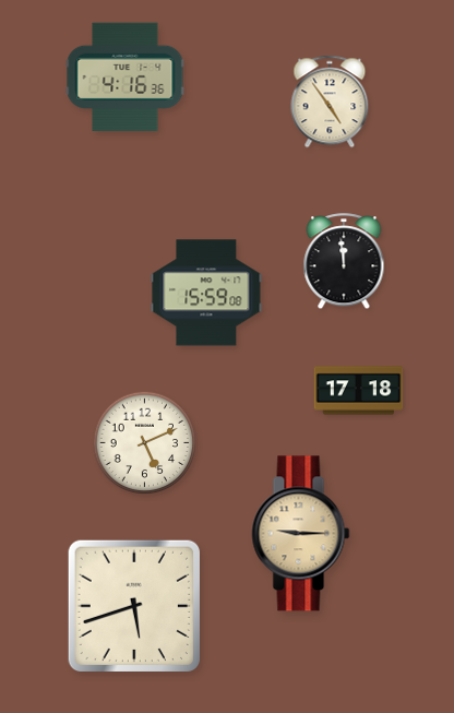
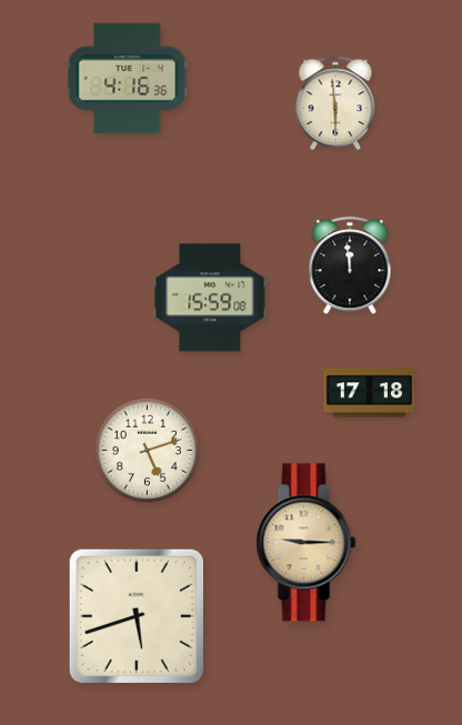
clock at (330, 102): 4:54 -> 5:59
clock at (359, 391) position: (359, 391) -> (370, 393)
clock at (145, 443): 5:11 -> 5:12
